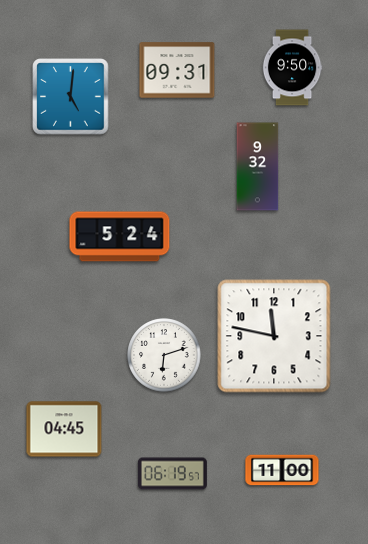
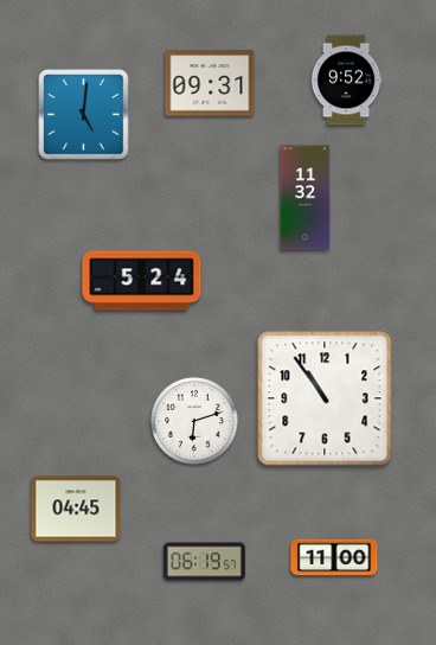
clock at (292, 68): 9:50 -> 9:52
clock at (258, 167): 9:32 -> 11:32
clock at (274, 336): 11:47 -> 10:54
